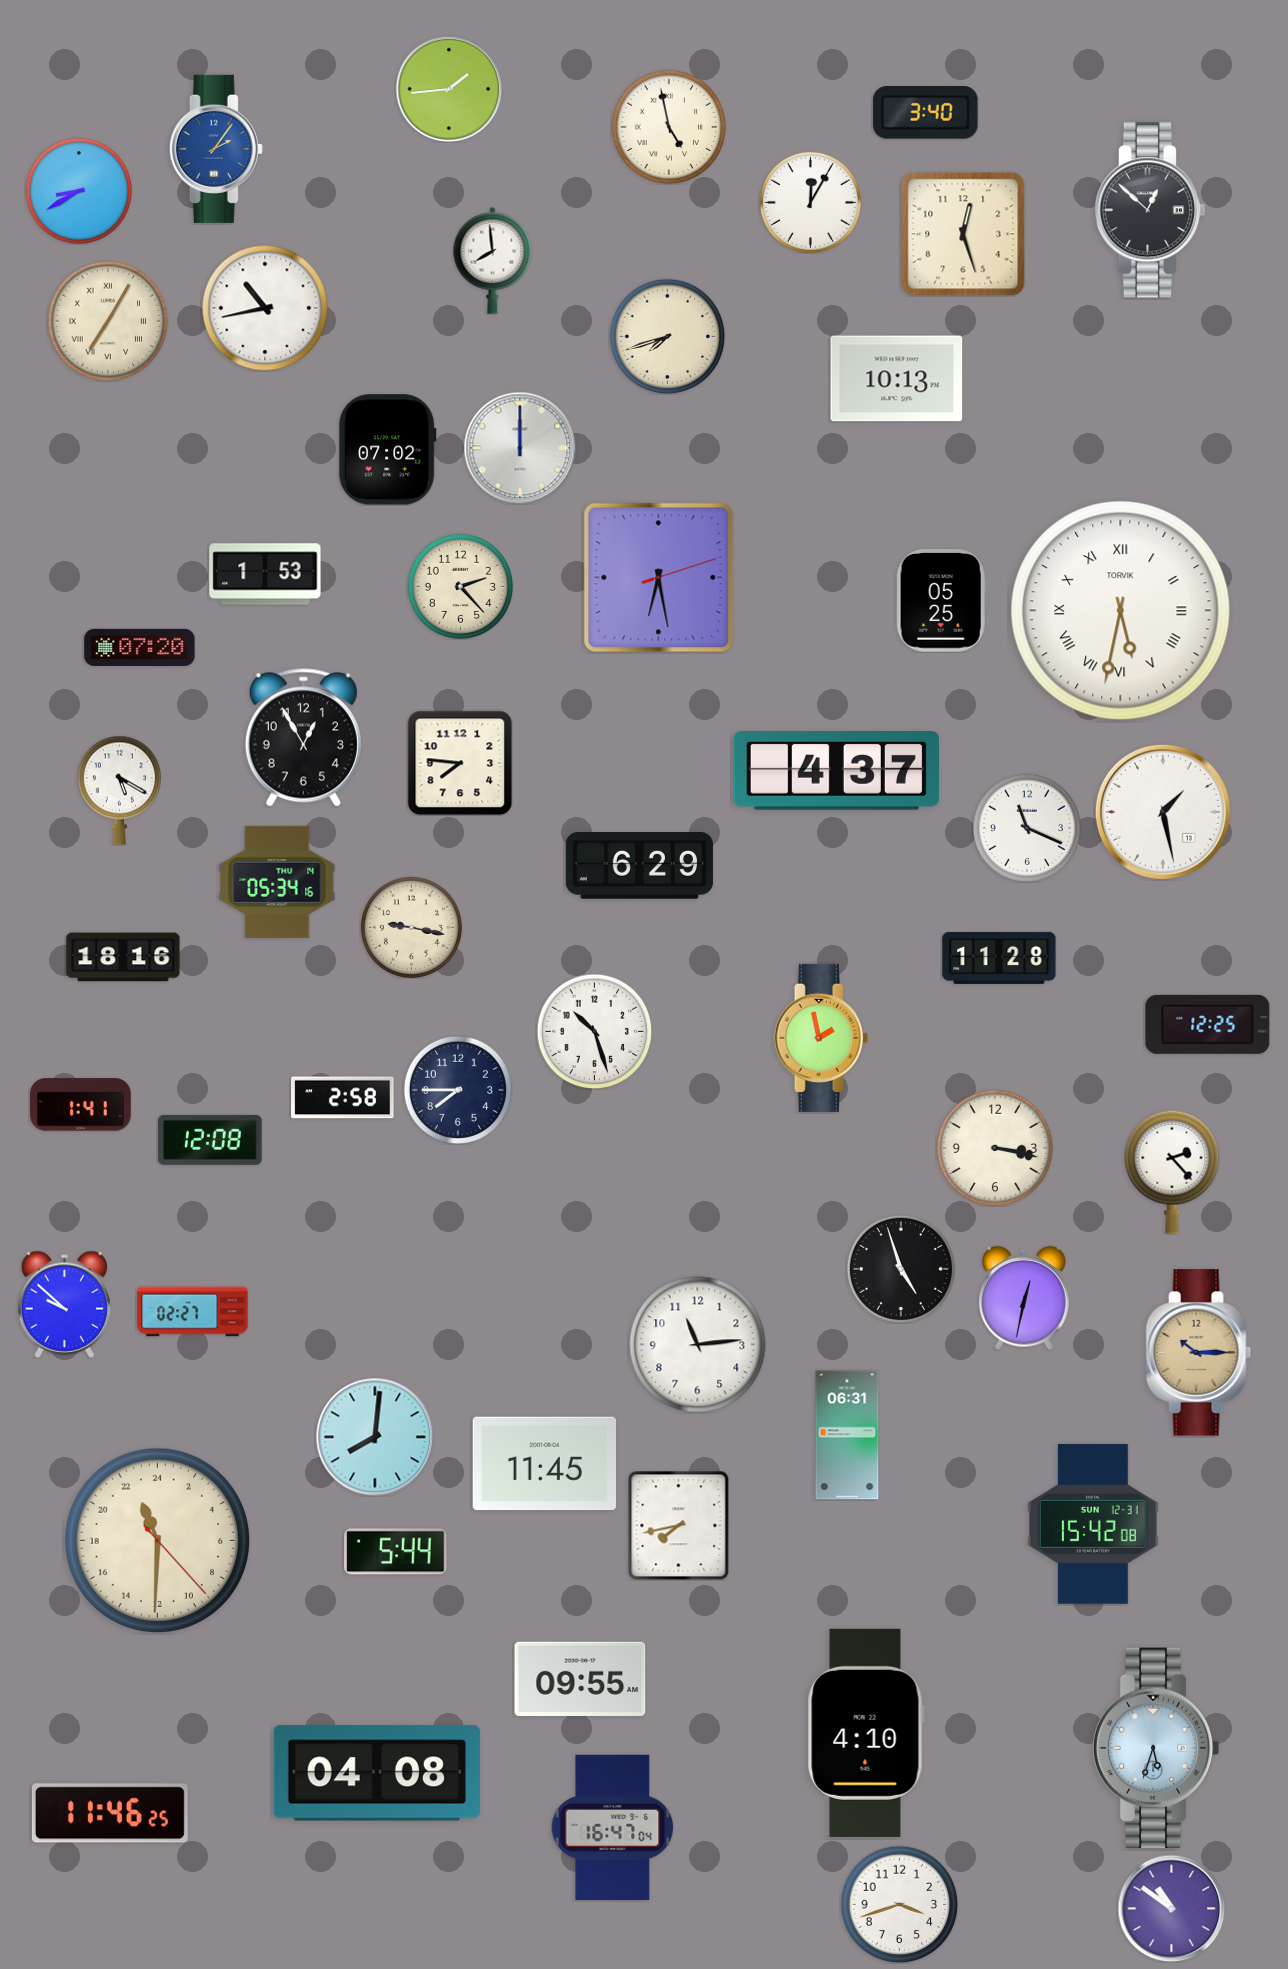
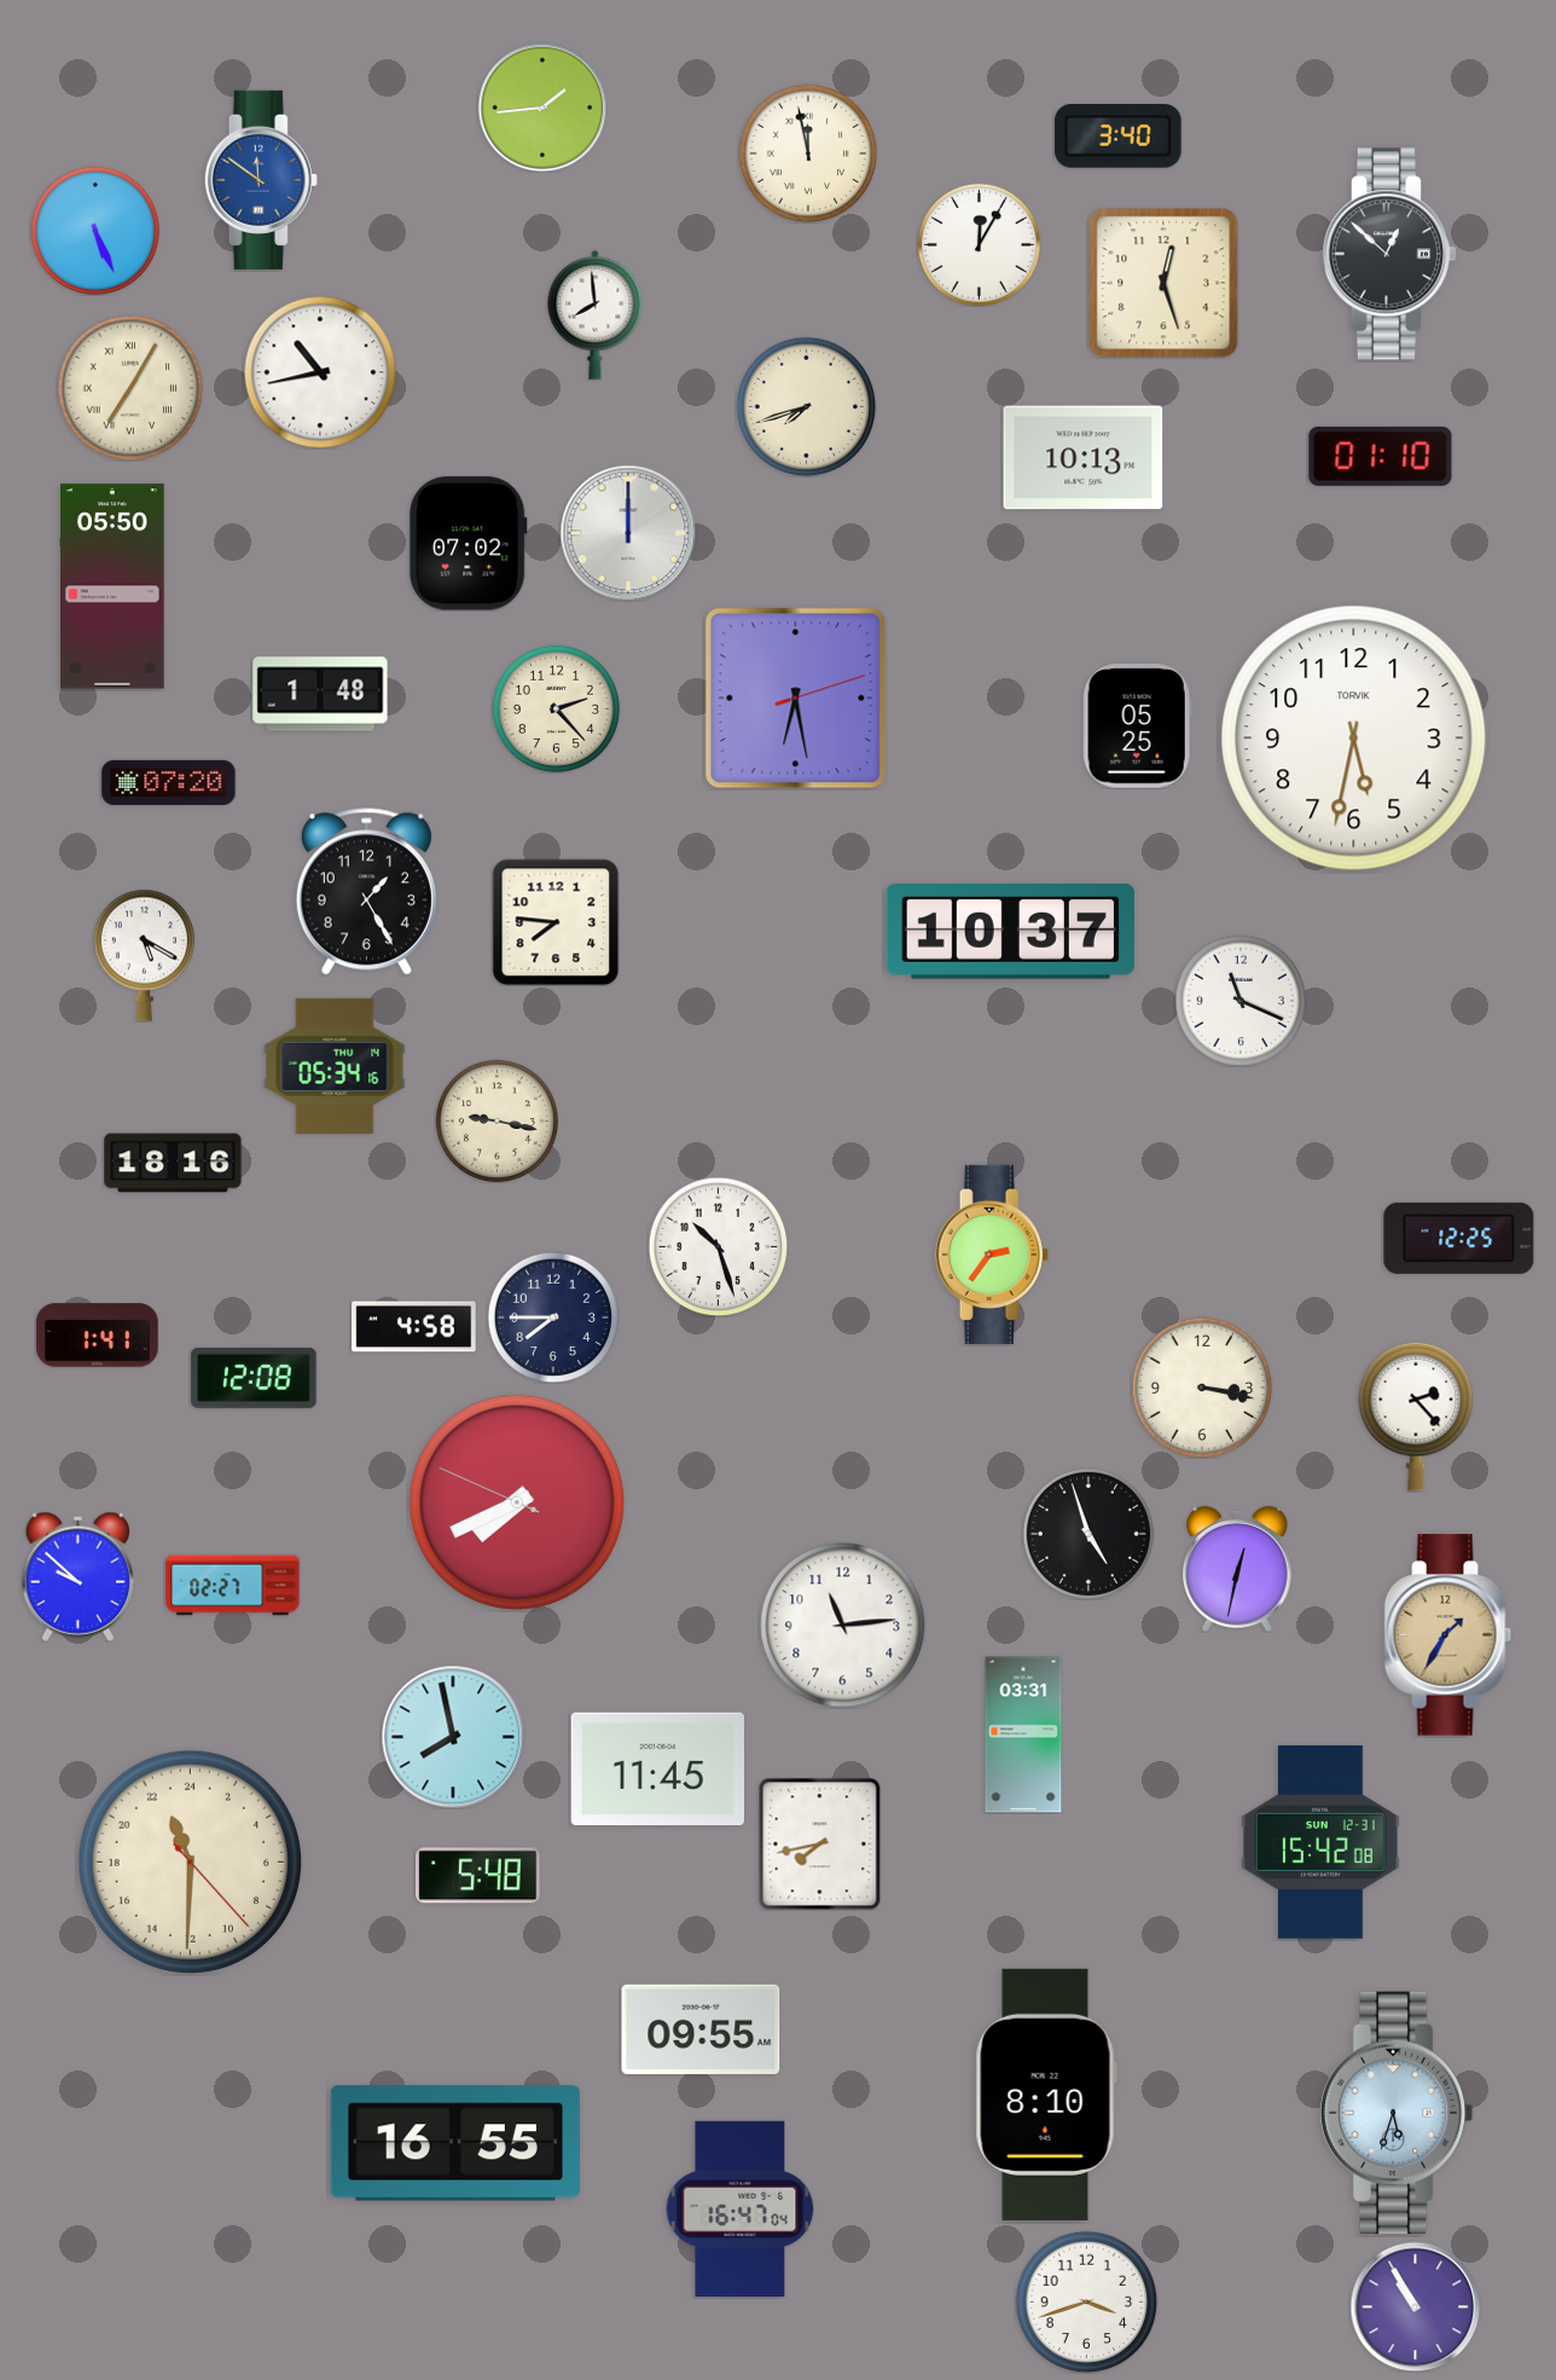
clock at (669, 127): 4:58 -> 11:58
clock at (216, 149): 2:06 -> 11:51
clock at (79, 191): 8:40 -> 5:26
clock at (1381, 456): none -> 01:10
clock at (520, 448) position: (520, 448) -> (628, 533)
clock at (114, 586): none -> 05:50
clock at (265, 574): 1:53 -> 1:48
clock at (1121, 611) numerals: Roman -> Arabic
clock at (303, 738): 12:55 -> 1:25
clock at (836, 771): 4:37 -> 10:37
clock at (1163, 812): 1:28 -> none
clock at (639, 866): 6:29 -> none
clock at (123, 957) position: (123, 957) -> (173, 1163)
clock at (999, 958): 11:28 -> none
clock at (821, 1038): 1:58 -> 2:36
clock at (343, 1098): 2:58 -> 4:58
clock at (517, 1502): none -> 7:40
clock at (1199, 1353): 10:15 -> 1:35
clock at (847, 1435): 06:31 -> 03:31
clock at (375, 1437): 8:01 -> 7:58
clock at (396, 1552): 5:44 -> 5:48
clock at (866, 1733): 4:10 -> 8:10
clock at (377, 1773): 04:08 -> 16:55
clock at (110, 1813): 11:46 -> none
clock at (1171, 1908): 10:51 -> 10:55
